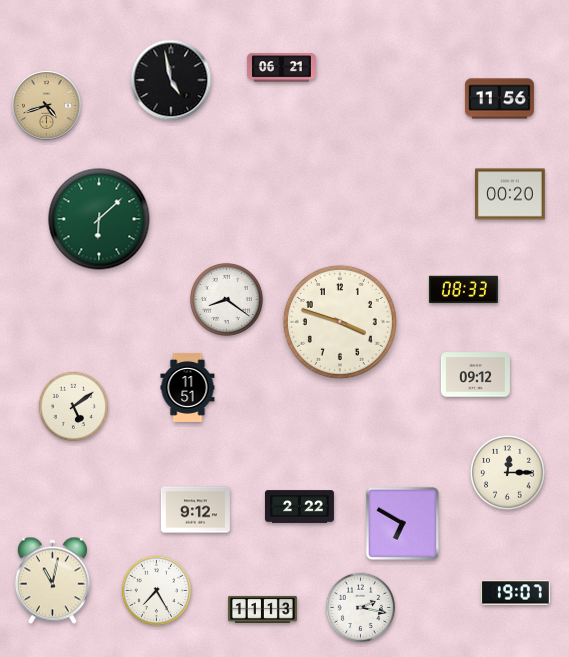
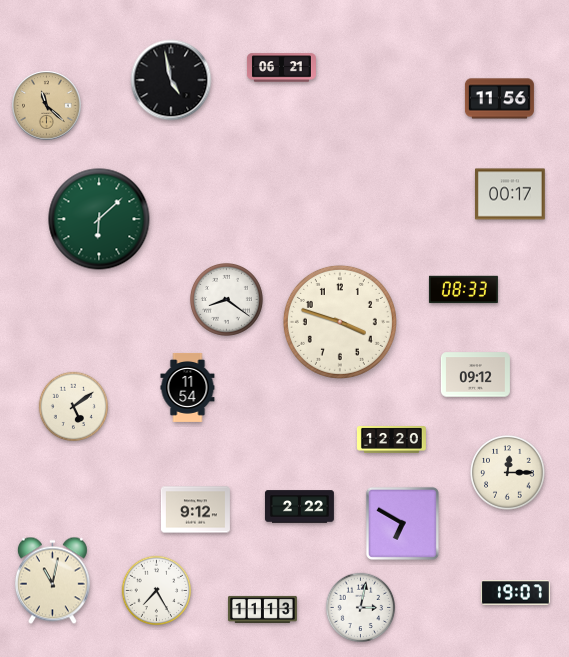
clock at (47, 106): 4:42 -> 11:22
clock at (511, 194): 00:20 -> 00:17
clock at (188, 387): 11:51 -> 11:54
clock at (391, 440): none -> 12:20
clock at (361, 608): 2:17 -> 3:02
